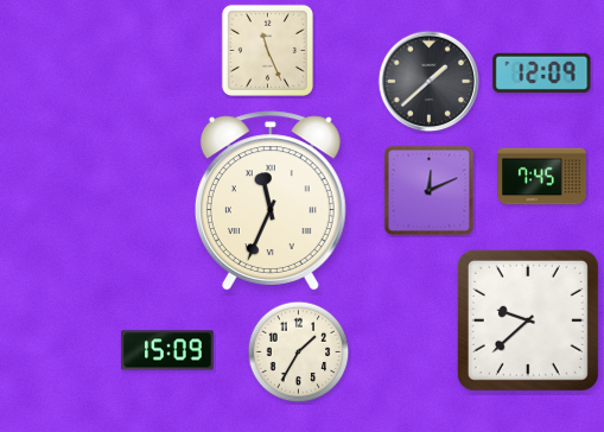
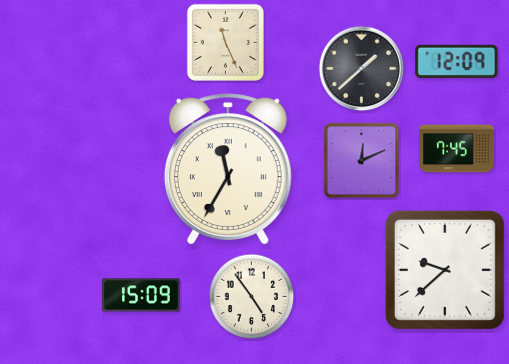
clock at (271, 201): 11:34 -> 11:35
clock at (299, 352): 1:35 -> 4:54
